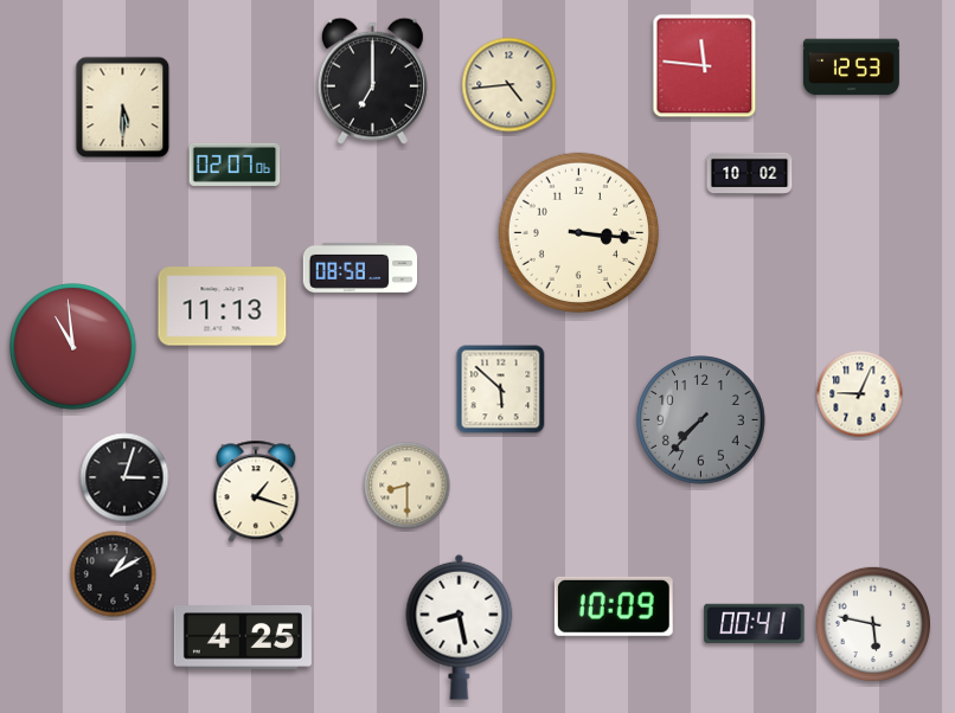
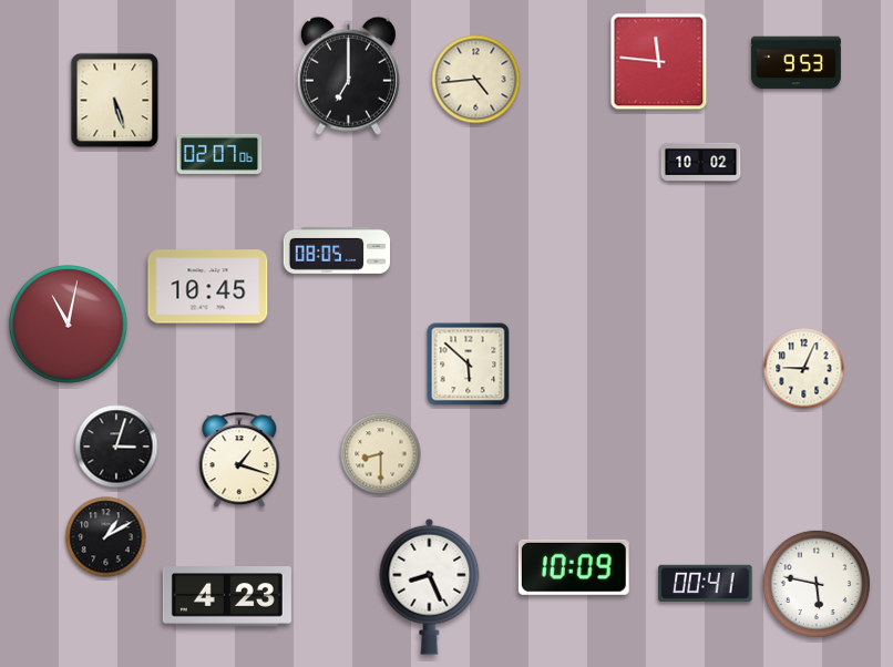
clock at (851, 68): 12:53 -> 9:53
clock at (123, 108): 5:30 -> 5:27
clock at (578, 232): 3:16 -> none
clock at (359, 268): 08:58 -> 08:05
clock at (223, 307): 11:13 -> 10:45
clock at (73, 347): 10:59 -> 11:02
clock at (701, 420): 7:37 -> none
clock at (460, 627): 8:28 -> 8:26
clock at (243, 637): 4:25 -> 4:23
